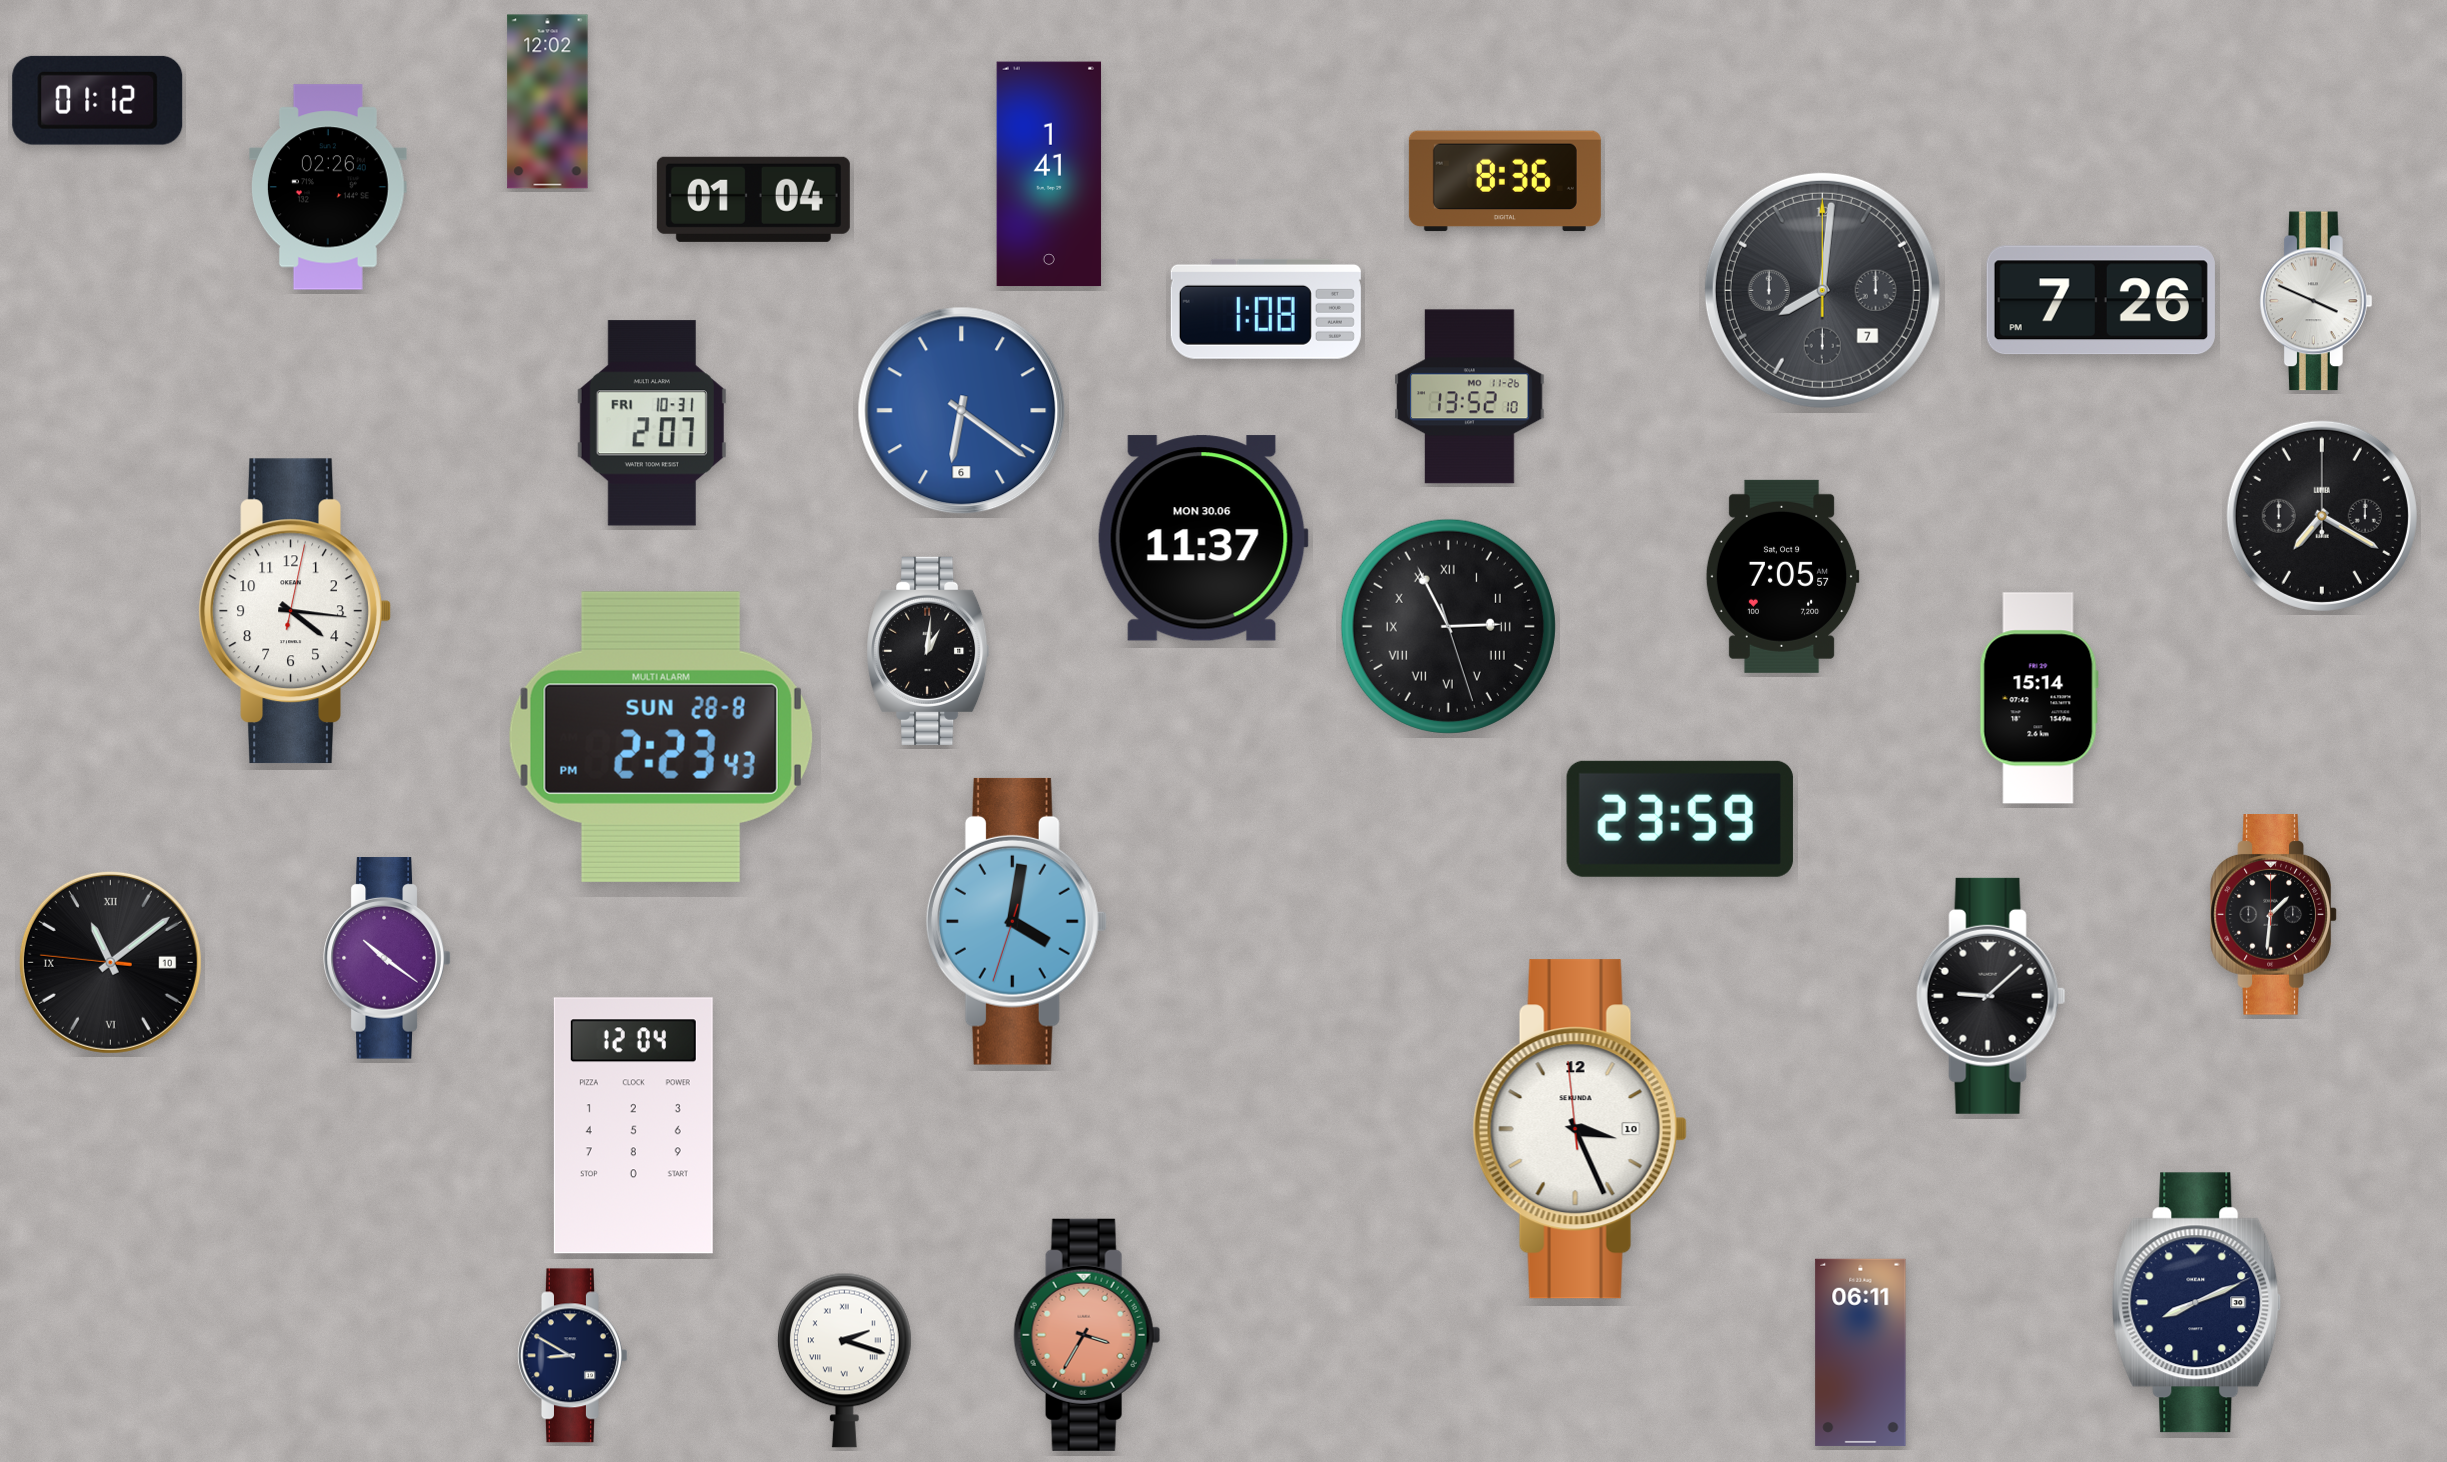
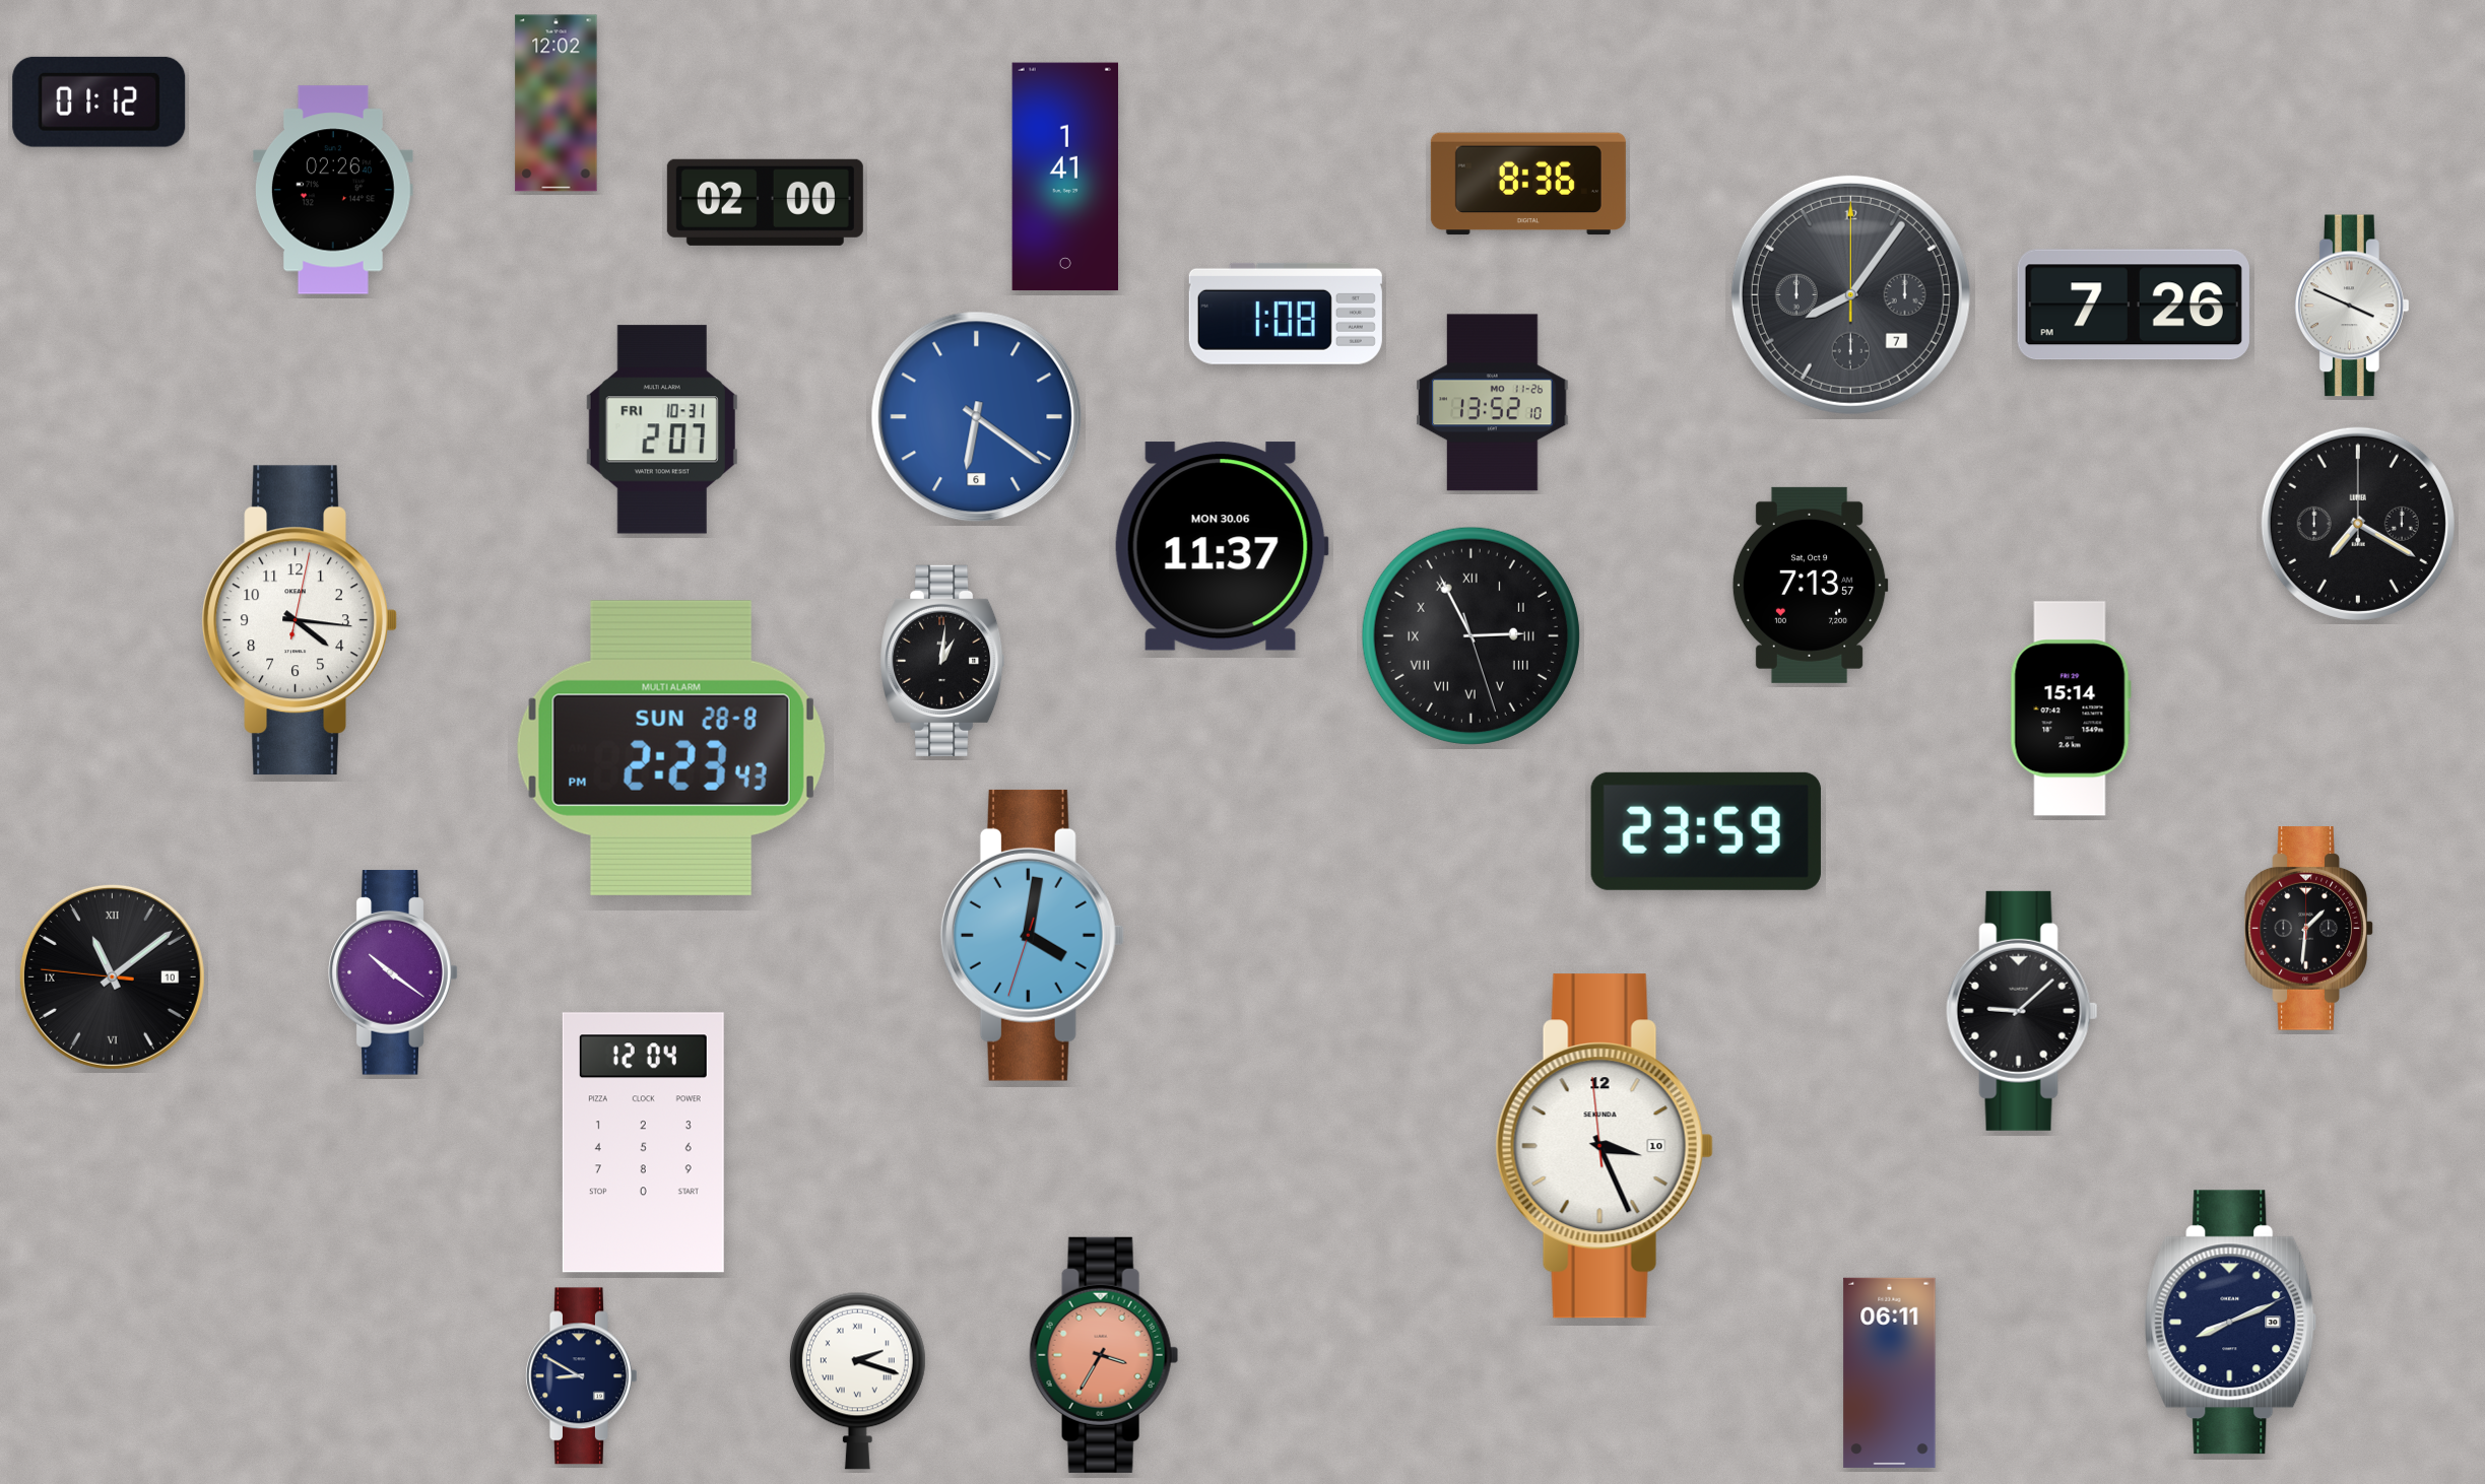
clock at (753, 199): 01:04 -> 02:00
clock at (1822, 290): 8:01 -> 8:06
clock at (1782, 576): 7:05 -> 7:13
